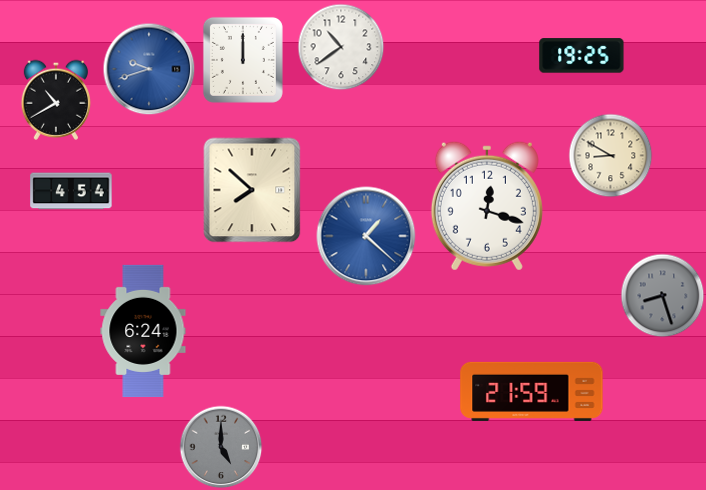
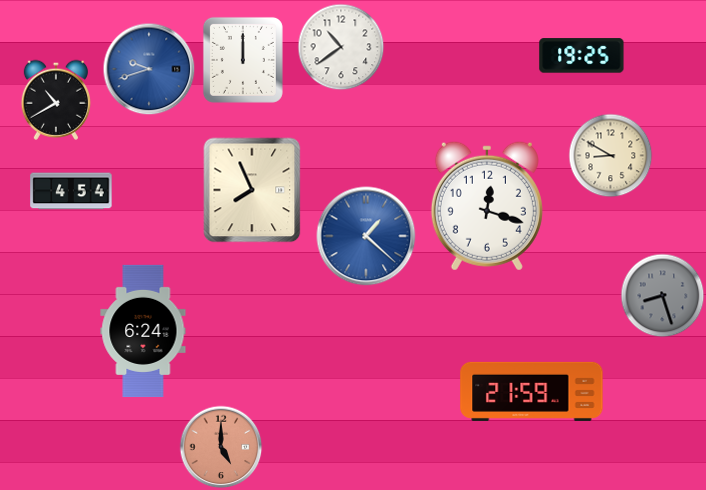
clock at (252, 190): 7:52 -> 7:56
clock at (221, 447) dial: grey -> salmon
